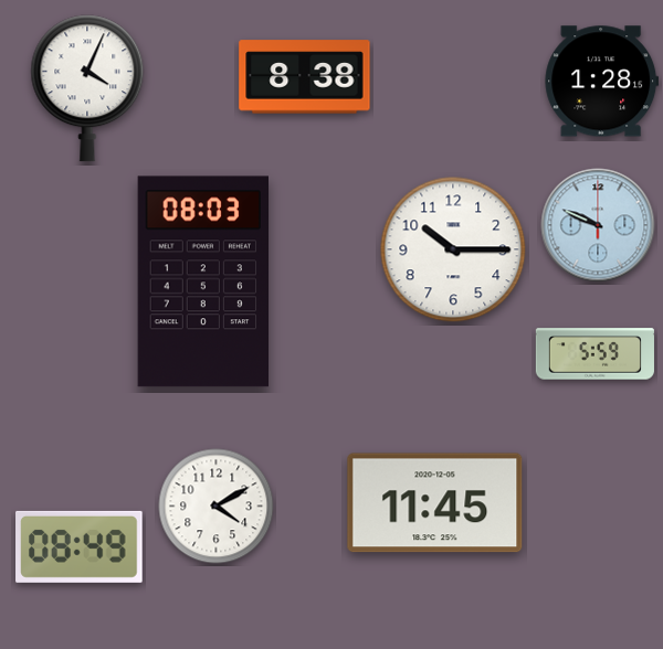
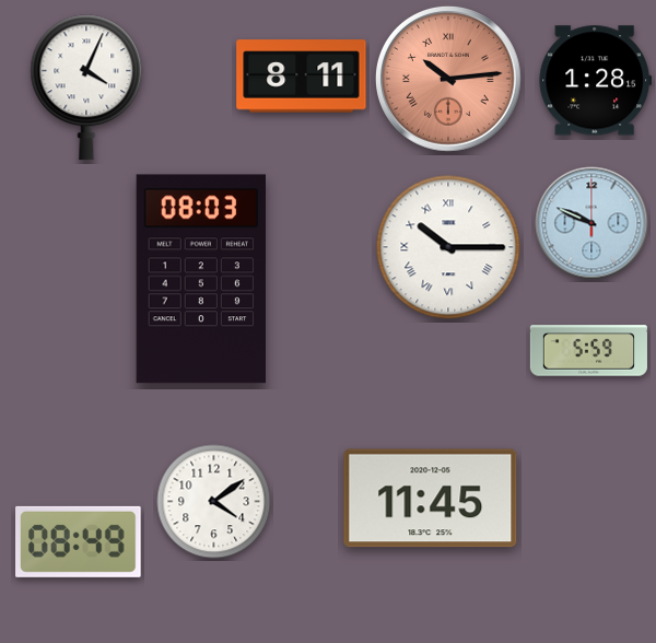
clock at (305, 77): 8:38 -> 8:11
clock at (448, 79): none -> 10:14
clock at (453, 249) numerals: Arabic -> Roman
clock at (217, 507): 4:10 -> 4:09
